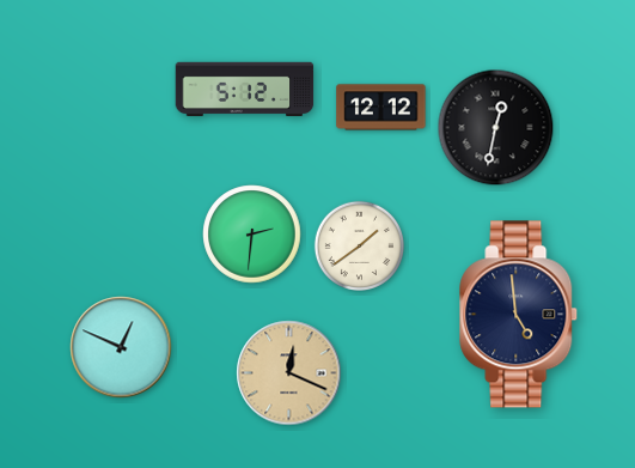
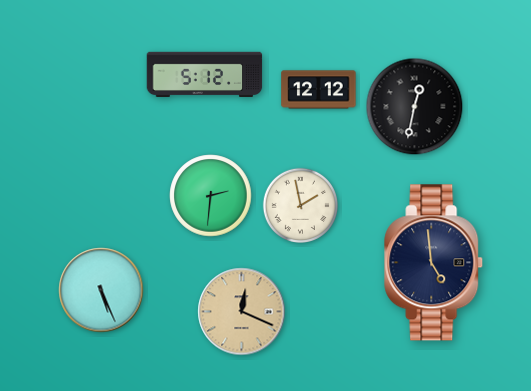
clock at (359, 245): 1:39 -> 1:58
clock at (121, 347): 12:49 -> 5:26
